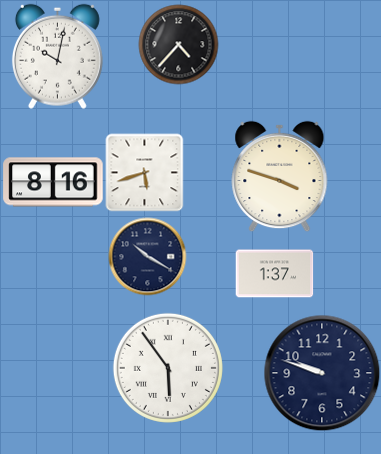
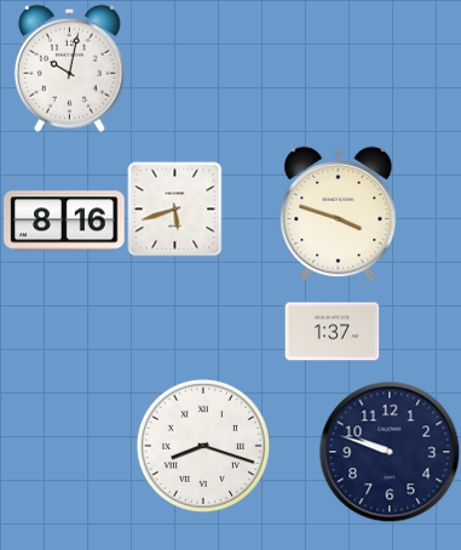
clock at (178, 44): 4:37 -> none
clock at (147, 256): 10:20 -> none
clock at (168, 368): 5:54 -> 8:18
